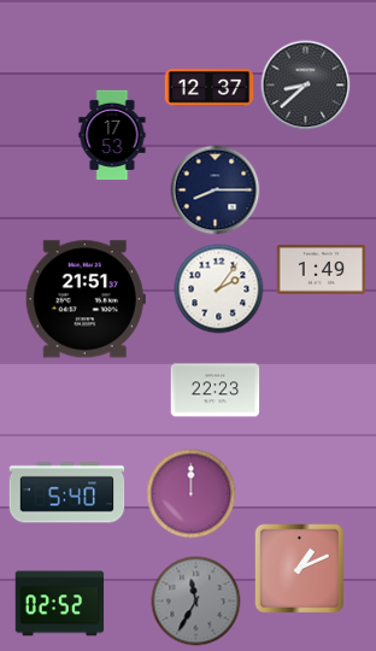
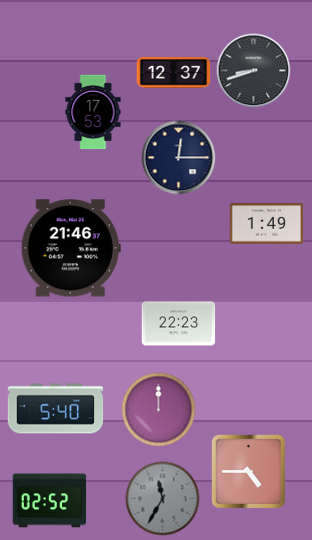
clock at (306, 86): 8:38 -> 8:42
clock at (216, 190): 8:15 -> 12:15
clock at (219, 289): 2:06 -> none
clock at (86, 299): 21:51 -> 21:46
clock at (299, 568): 1:11 -> 4:45
